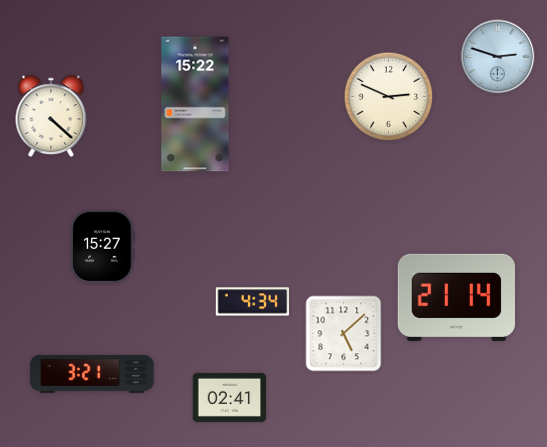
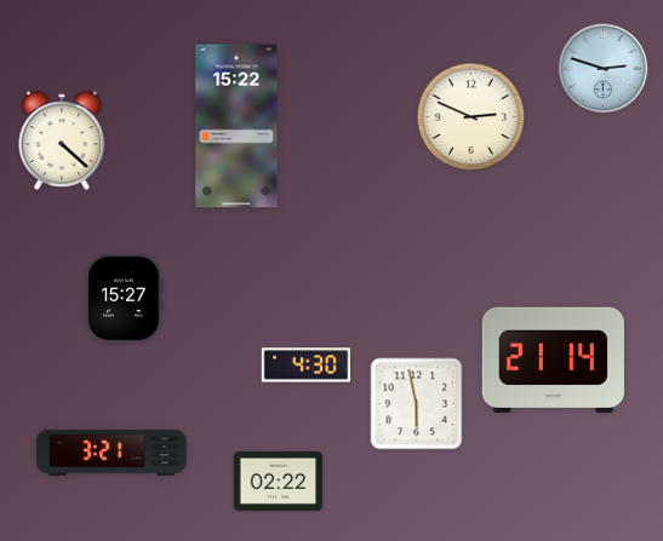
clock at (253, 302): 4:34 -> 4:30
clock at (344, 334): 5:08 -> 5:58
clock at (230, 397): 02:41 -> 02:22
